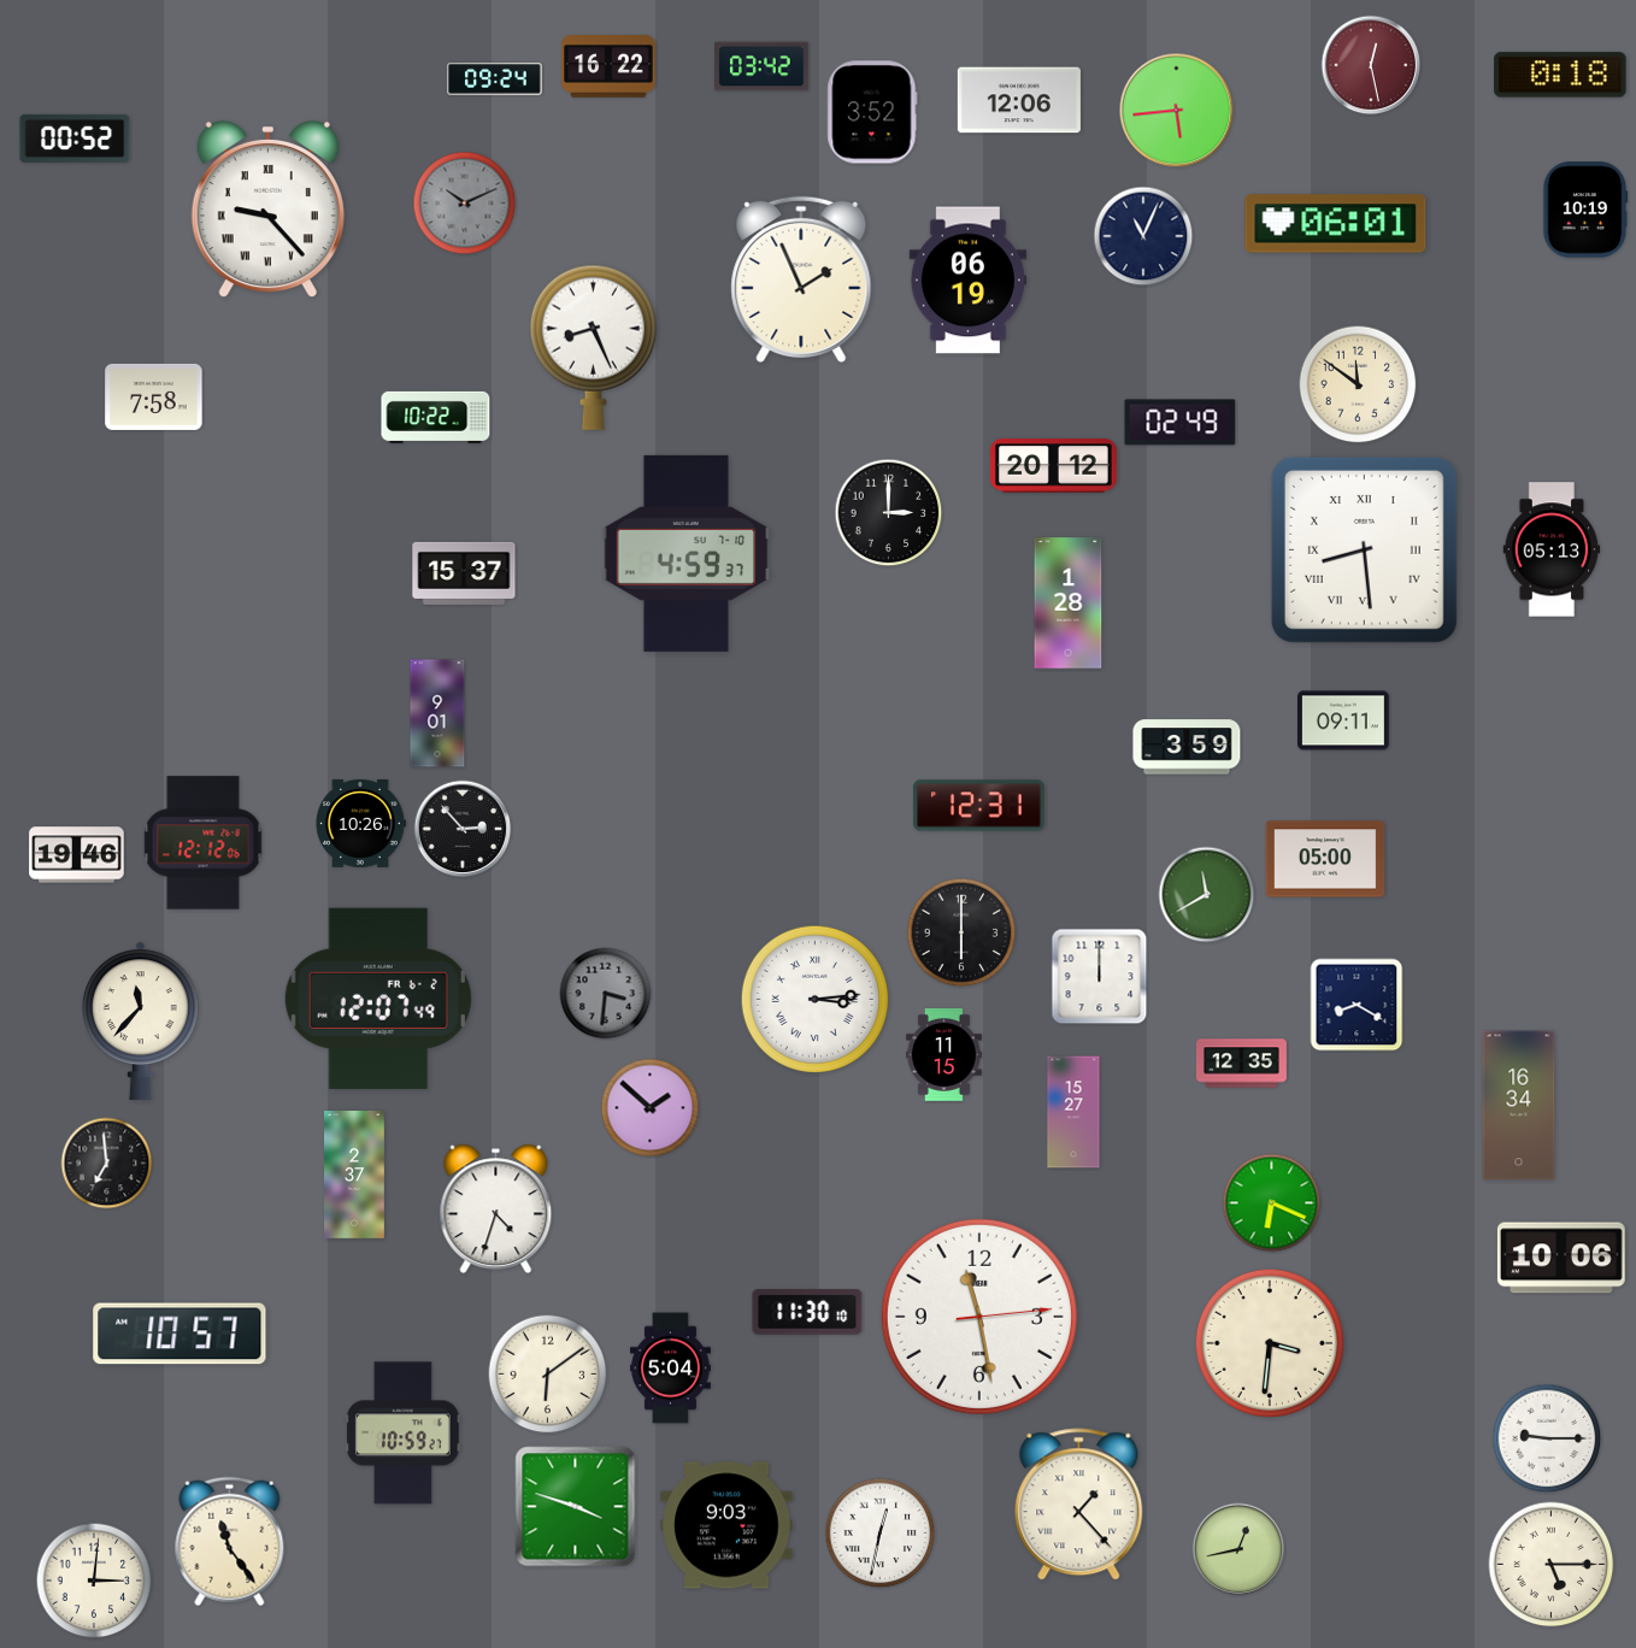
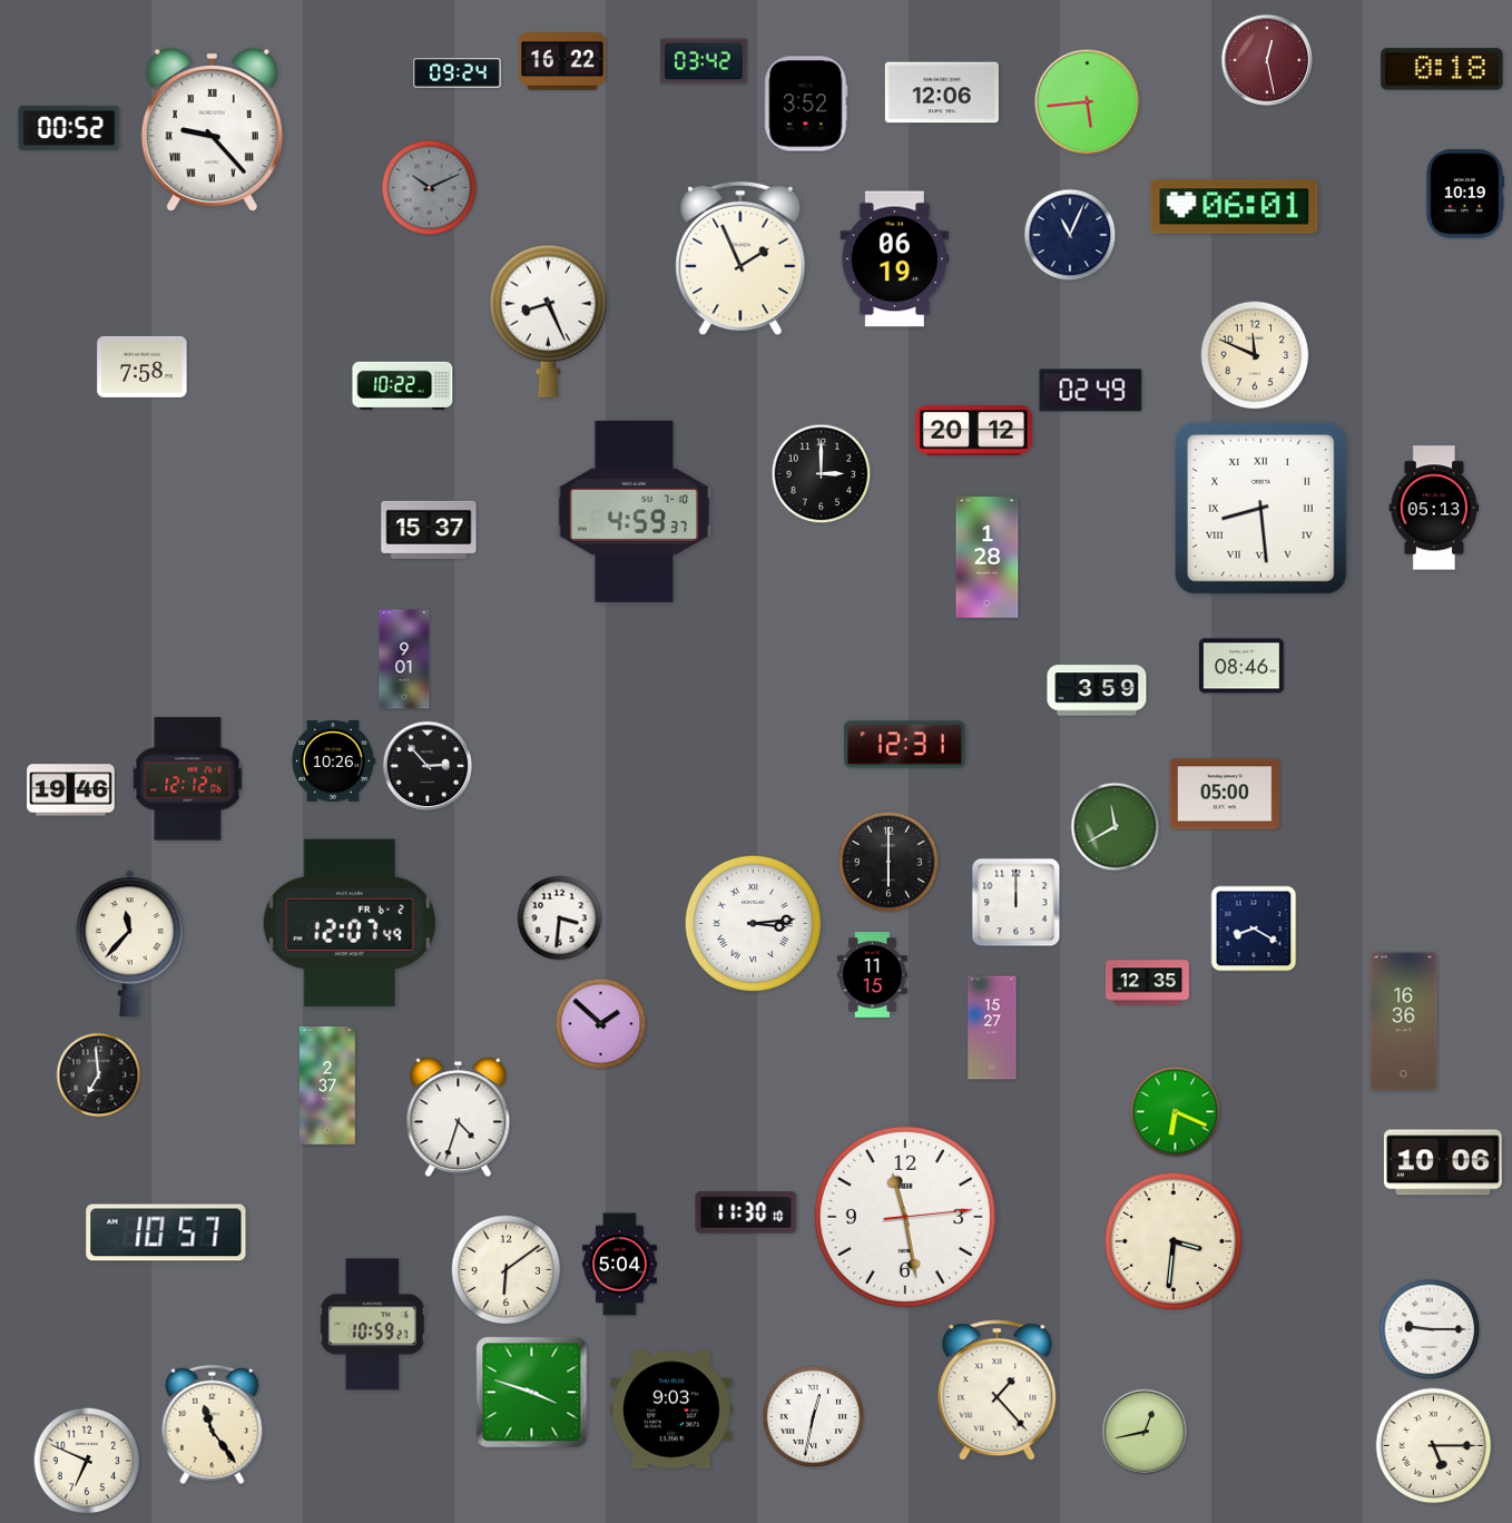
clock at (267, 210) position: (267, 210) -> (212, 130)
clock at (1143, 236) position: (1143, 236) -> (1070, 235)
clock at (1358, 384): 11:51 -> 11:49
clock at (1343, 720): 09:11 -> 08:46
clock at (606, 994) dial: grey -> white
clock at (1519, 1106): 16:34 -> 16:36
clock at (94, 1581): 3:01 -> 6:49
